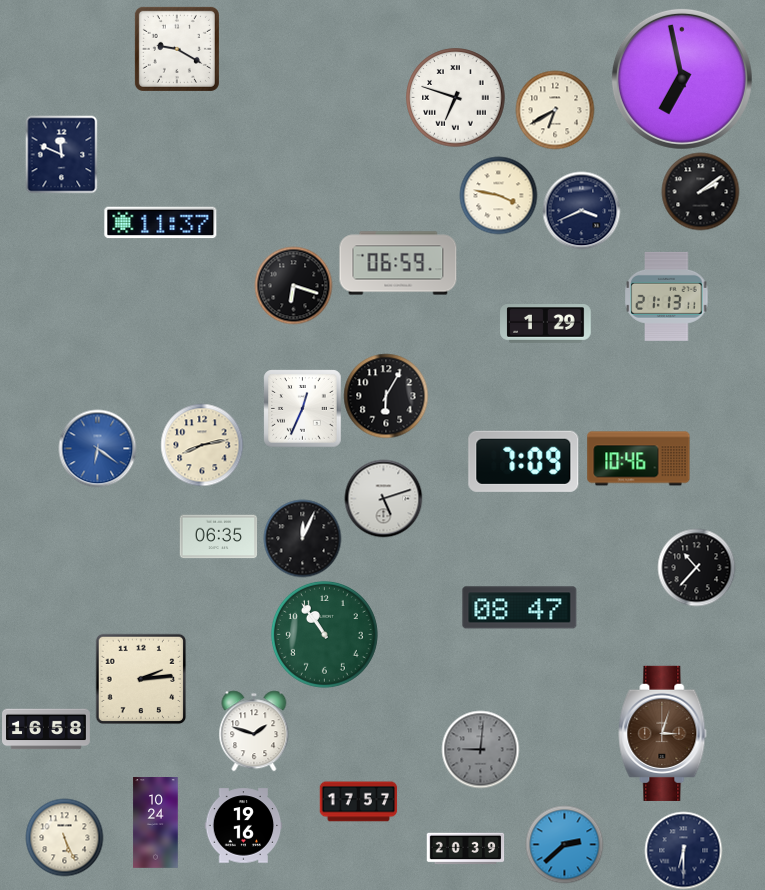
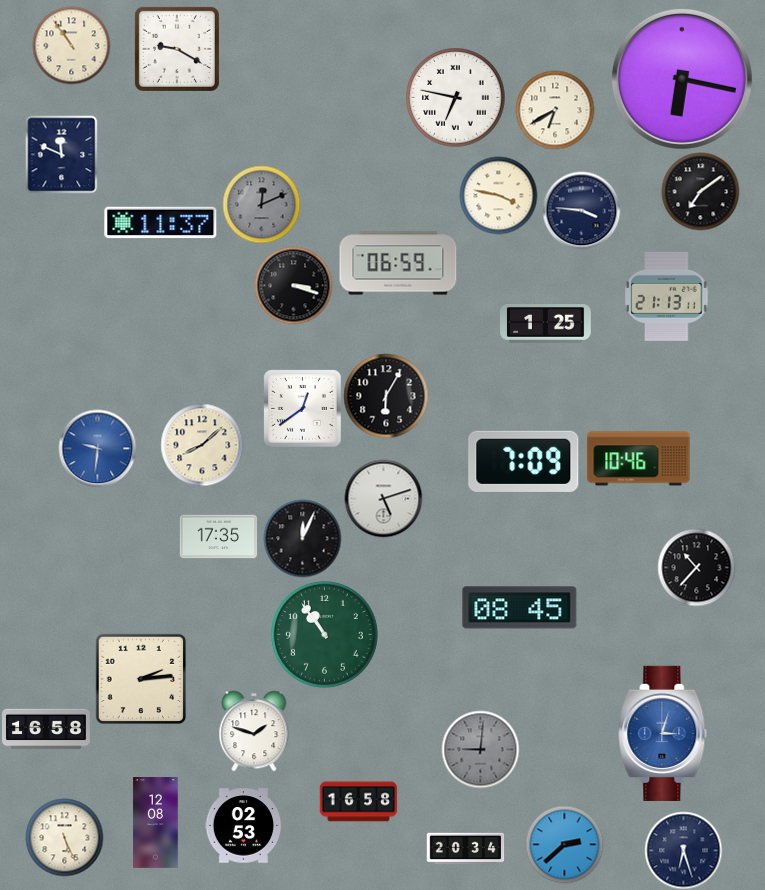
clock at (71, 45): none -> 10:54
clock at (682, 79): 6:58 -> 6:17
clock at (456, 98): 6:48 -> 6:47
clock at (700, 191): 2:09 -> 7:09
clock at (261, 204): none -> 12:11
clock at (581, 210): 3:41 -> 3:46
clock at (293, 285): 6:18 -> 3:18
clock at (546, 324): 1:29 -> 1:25
clock at (302, 408): 12:34 -> 12:39
clock at (202, 445): 8:13 -> 8:08
clock at (97, 448): 6:21 -> 9:31
clock at (218, 537): 06:35 -> 17:35
clock at (520, 608): 08:47 -> 08:45
clock at (663, 733) dial: brown -> blue
clock at (358, 802): 17:57 -> 16:58
clock at (156, 823): 10:24 -> 12:08
clock at (243, 826): 19:16 -> 02:53
clock at (465, 849): 20:39 -> 20:34
clock at (683, 850): 6:30 -> 6:27
